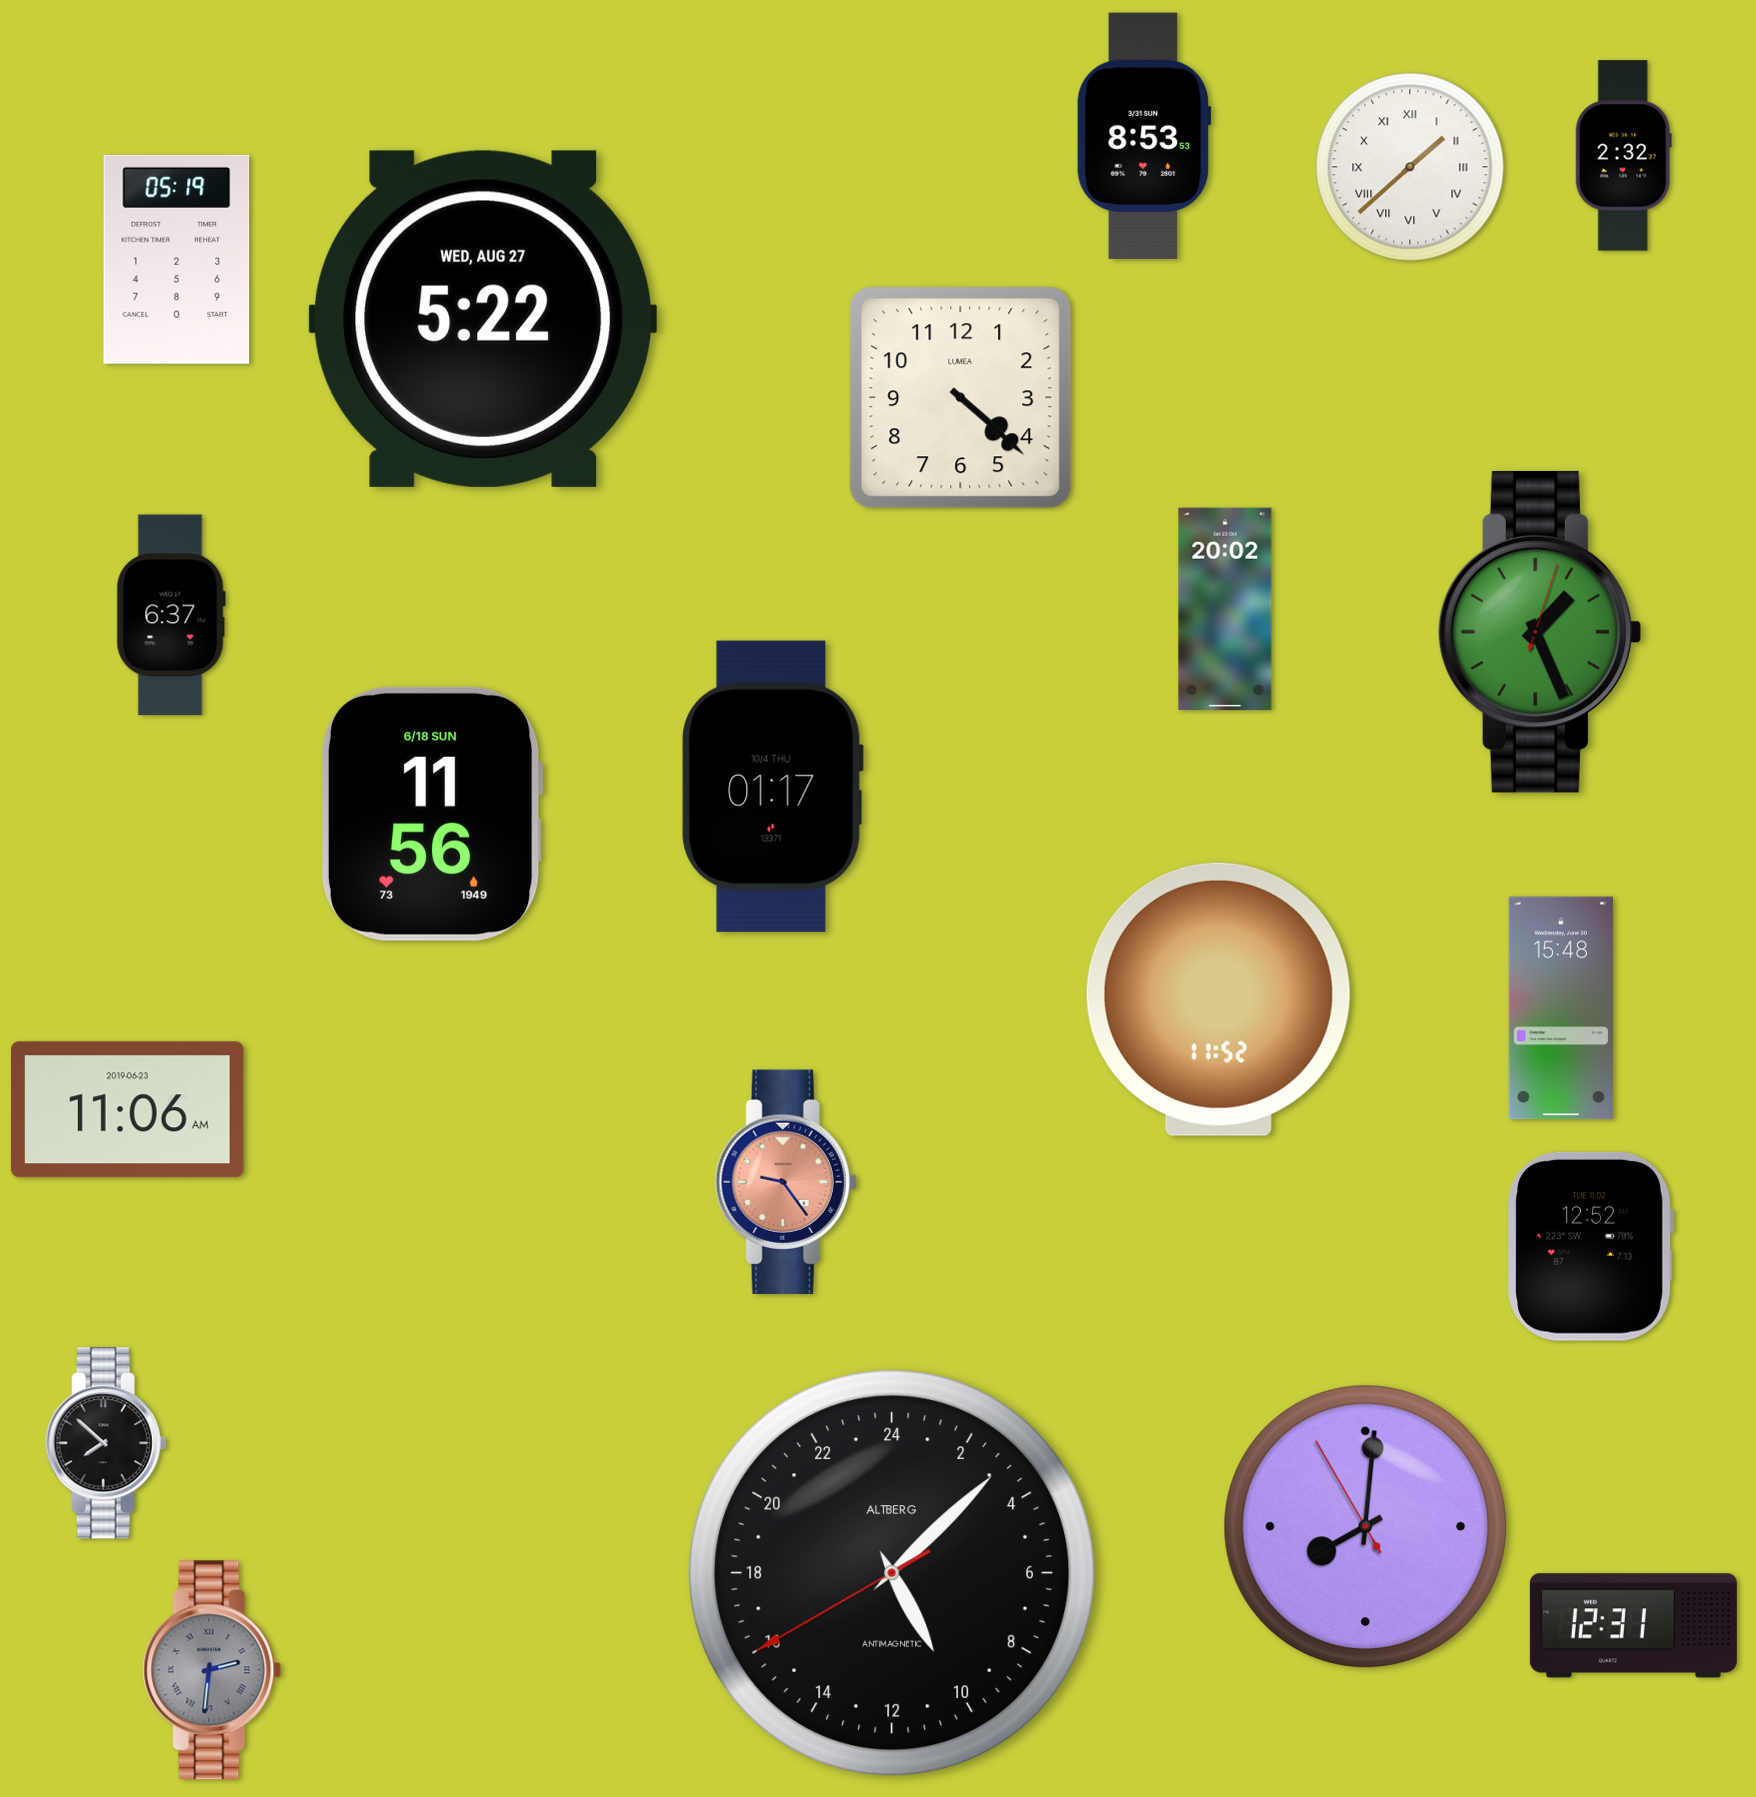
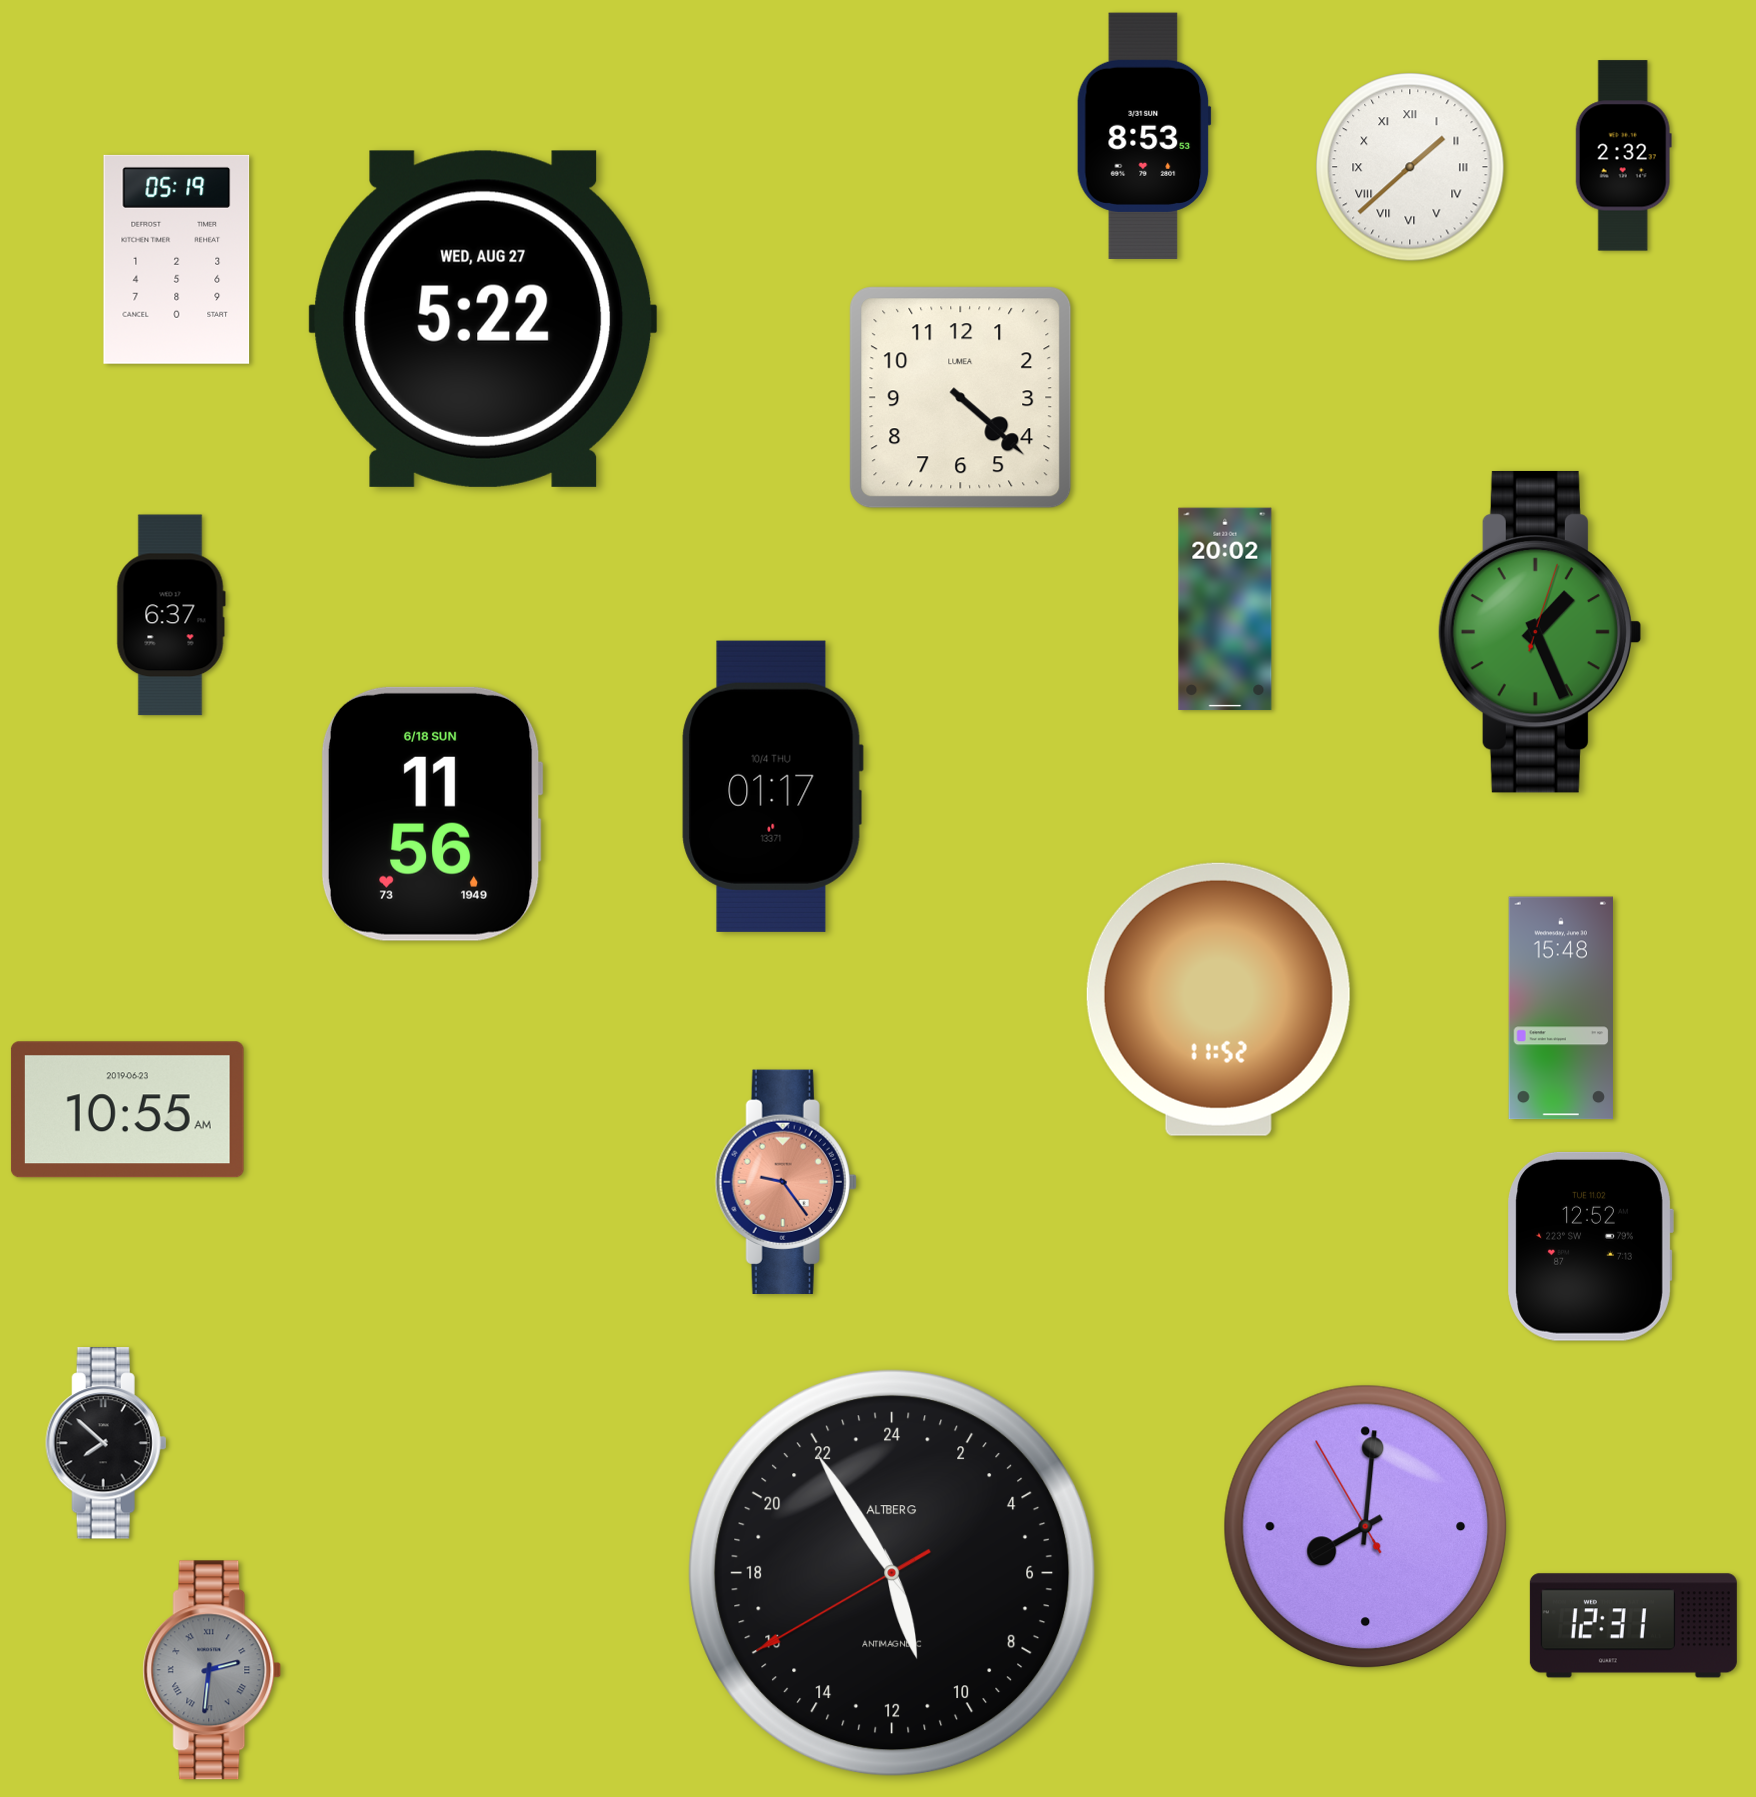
clock at (127, 1110): 11:06 -> 10:55
clock at (892, 1573): 10:07 -> 10:54
